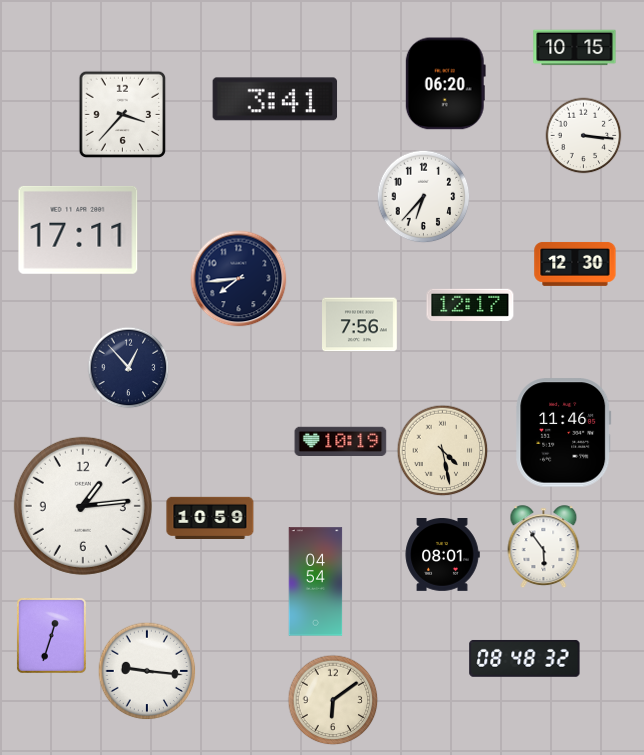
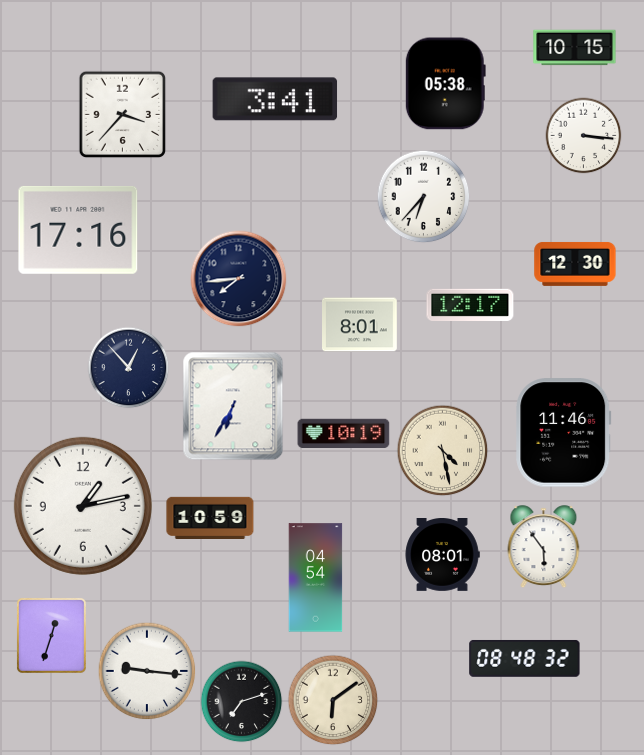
clock at (445, 84): 06:20 -> 05:38
clock at (78, 230): 17:11 -> 17:16
clock at (360, 325): 7:56 -> 8:01
clock at (233, 406): none -> 6:35
clock at (341, 441) position: (341, 441) -> (344, 433)
clock at (83, 506): 1:14 -> 1:13
clock at (316, 582) position: (316, 582) -> (316, 578)
clock at (242, 702): none -> 7:12
